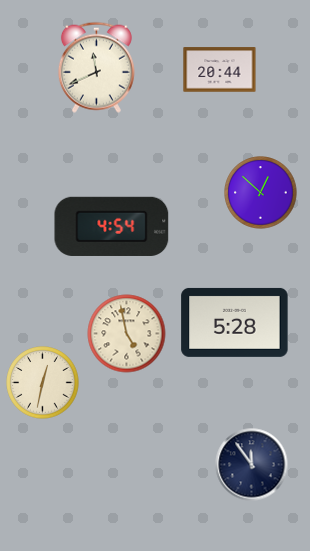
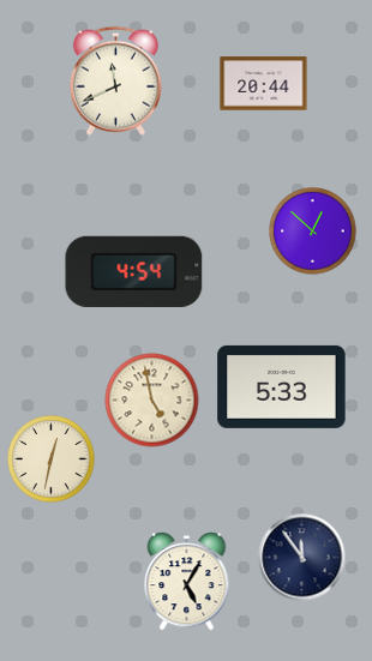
clock at (235, 322): 5:28 -> 5:33
clock at (187, 582): none -> 5:05
